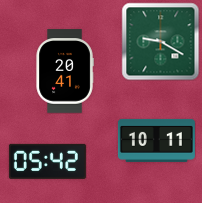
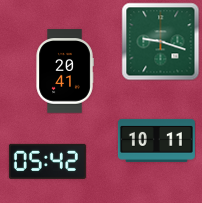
clock at (160, 41): 9:20 -> 9:18
